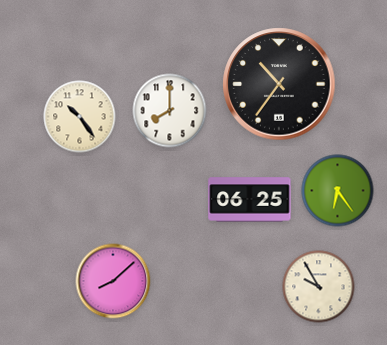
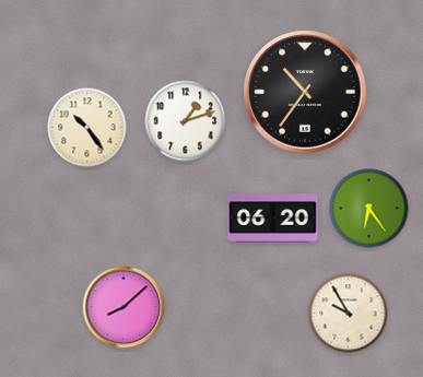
clock at (170, 111): 8:00 -> 1:12
clock at (250, 200): 06:25 -> 06:20
